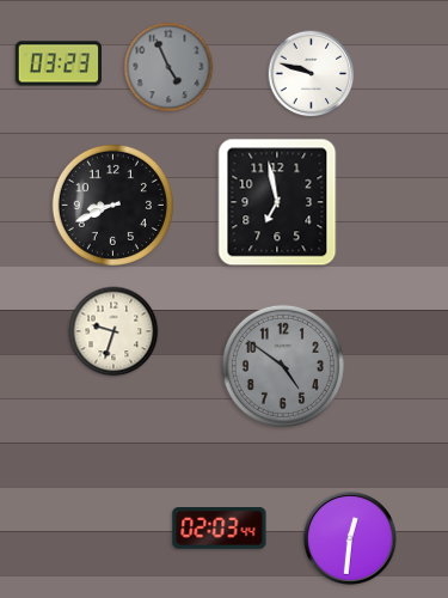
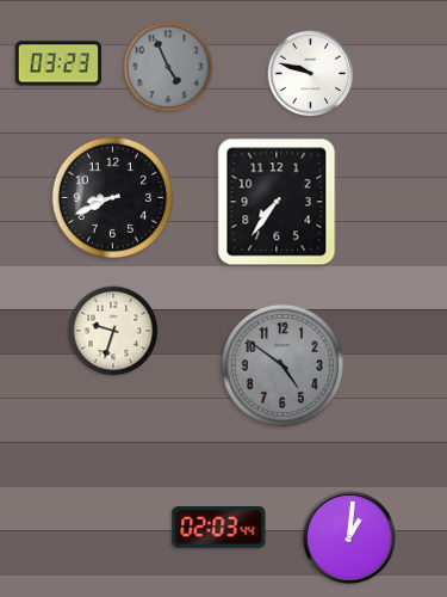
clock at (277, 202): 6:58 -> 7:36
clock at (112, 205) position: (112, 205) -> (112, 197)
clock at (350, 538): 12:31 -> 1:01
